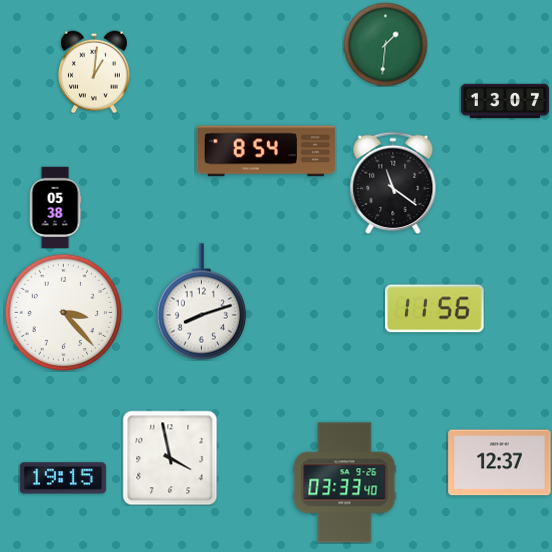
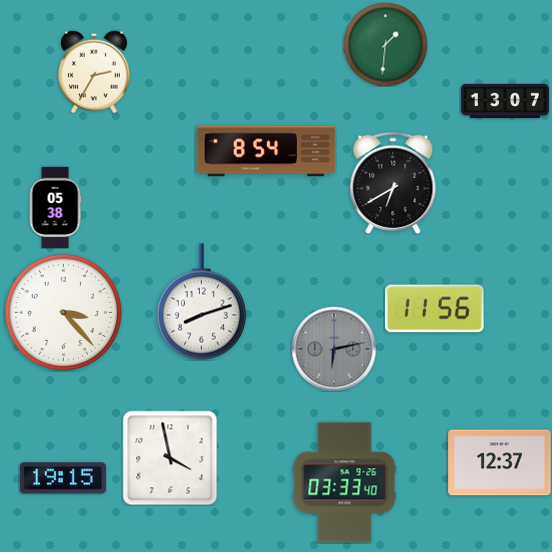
clock at (95, 72): 1:01 -> 2:35
clock at (393, 182): 11:21 -> 6:40
clock at (334, 349): none -> 6:13
